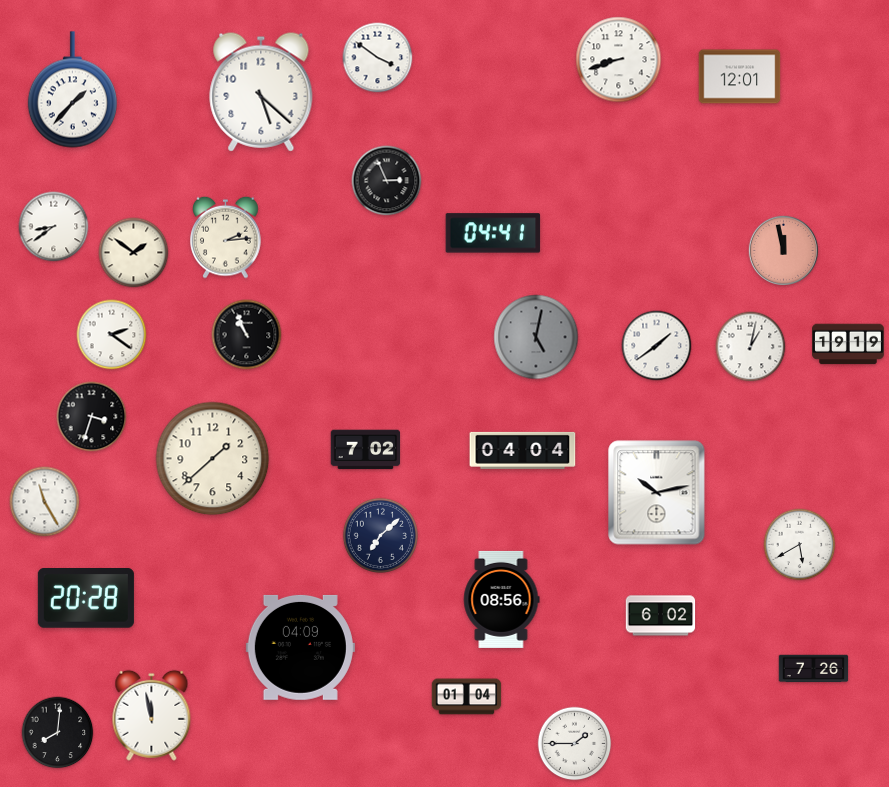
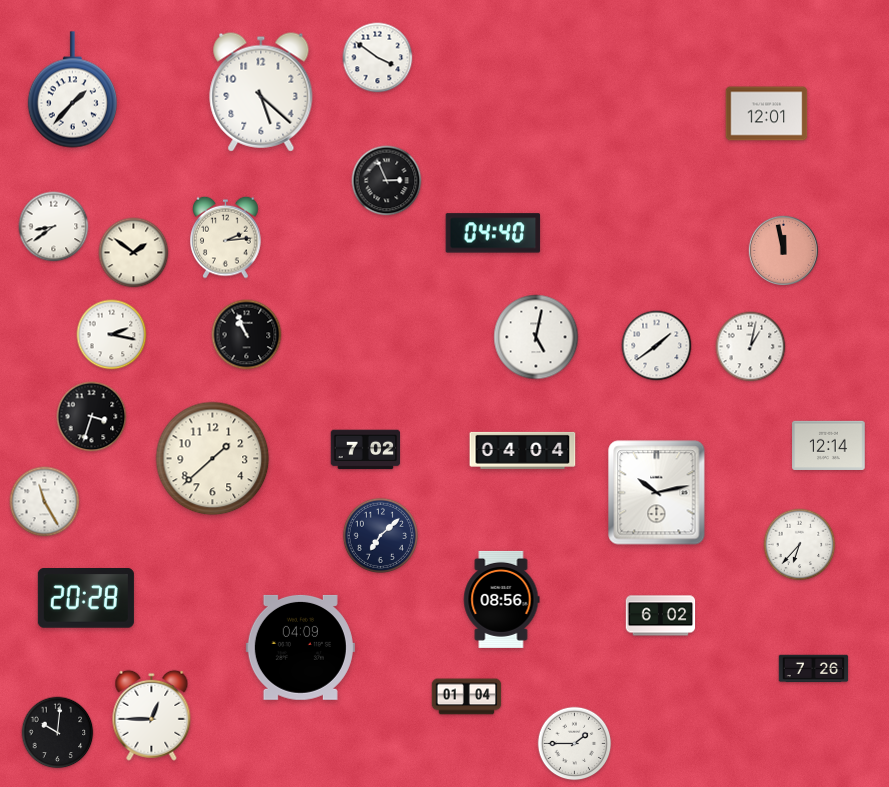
clock at (619, 60): 8:42 -> none
clock at (740, 77) position: (740, 77) -> (767, 114)
clock at (493, 233): 04:41 -> 04:40
clock at (112, 335): 2:21 -> 2:17
clock at (536, 337) dial: grey -> white
clock at (849, 344): 19:19 -> none
clock at (829, 445): none -> 12:14
clock at (800, 545): 5:40 -> 6:37
clock at (152, 715): 11:58 -> 12:45
clock at (58, 733): 8:01 -> 10:01
